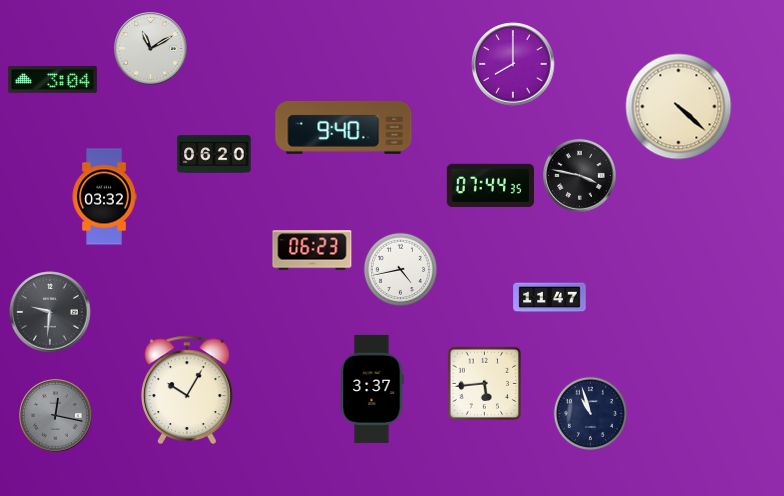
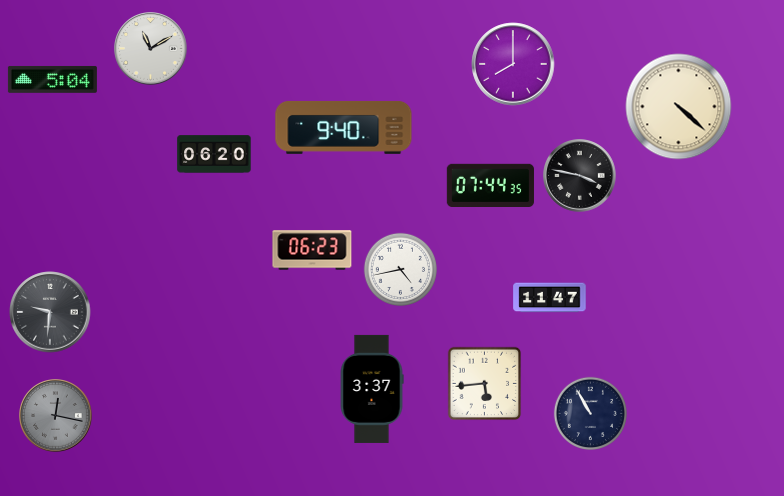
clock at (52, 79): 3:04 -> 5:04
clock at (104, 197): 03:32 -> none
clock at (188, 389): 10:05 -> none
clock at (590, 413): 10:57 -> 10:55
